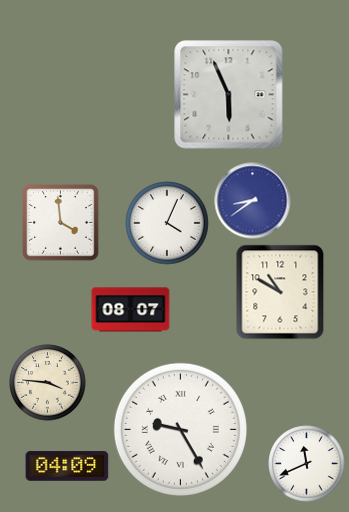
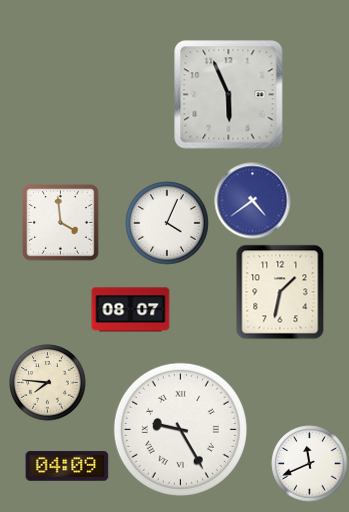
clock at (253, 201): 8:39 -> 4:39
clock at (280, 292): 10:50 -> 1:32
clock at (48, 383): 3:46 -> 7:46
clock at (307, 464) position: (307, 464) -> (310, 464)
